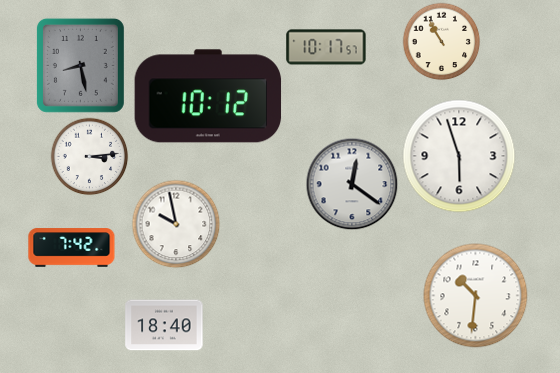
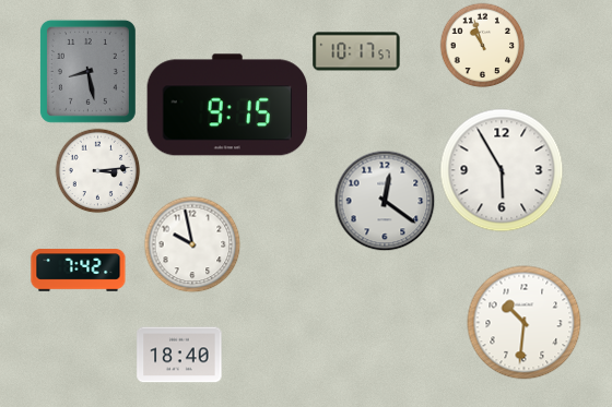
clock at (441, 41): 10:55 -> 10:57
clock at (208, 96): 10:12 -> 9:15
clock at (459, 156): 5:57 -> 5:55
clock at (476, 296) position: (476, 296) -> (525, 323)
